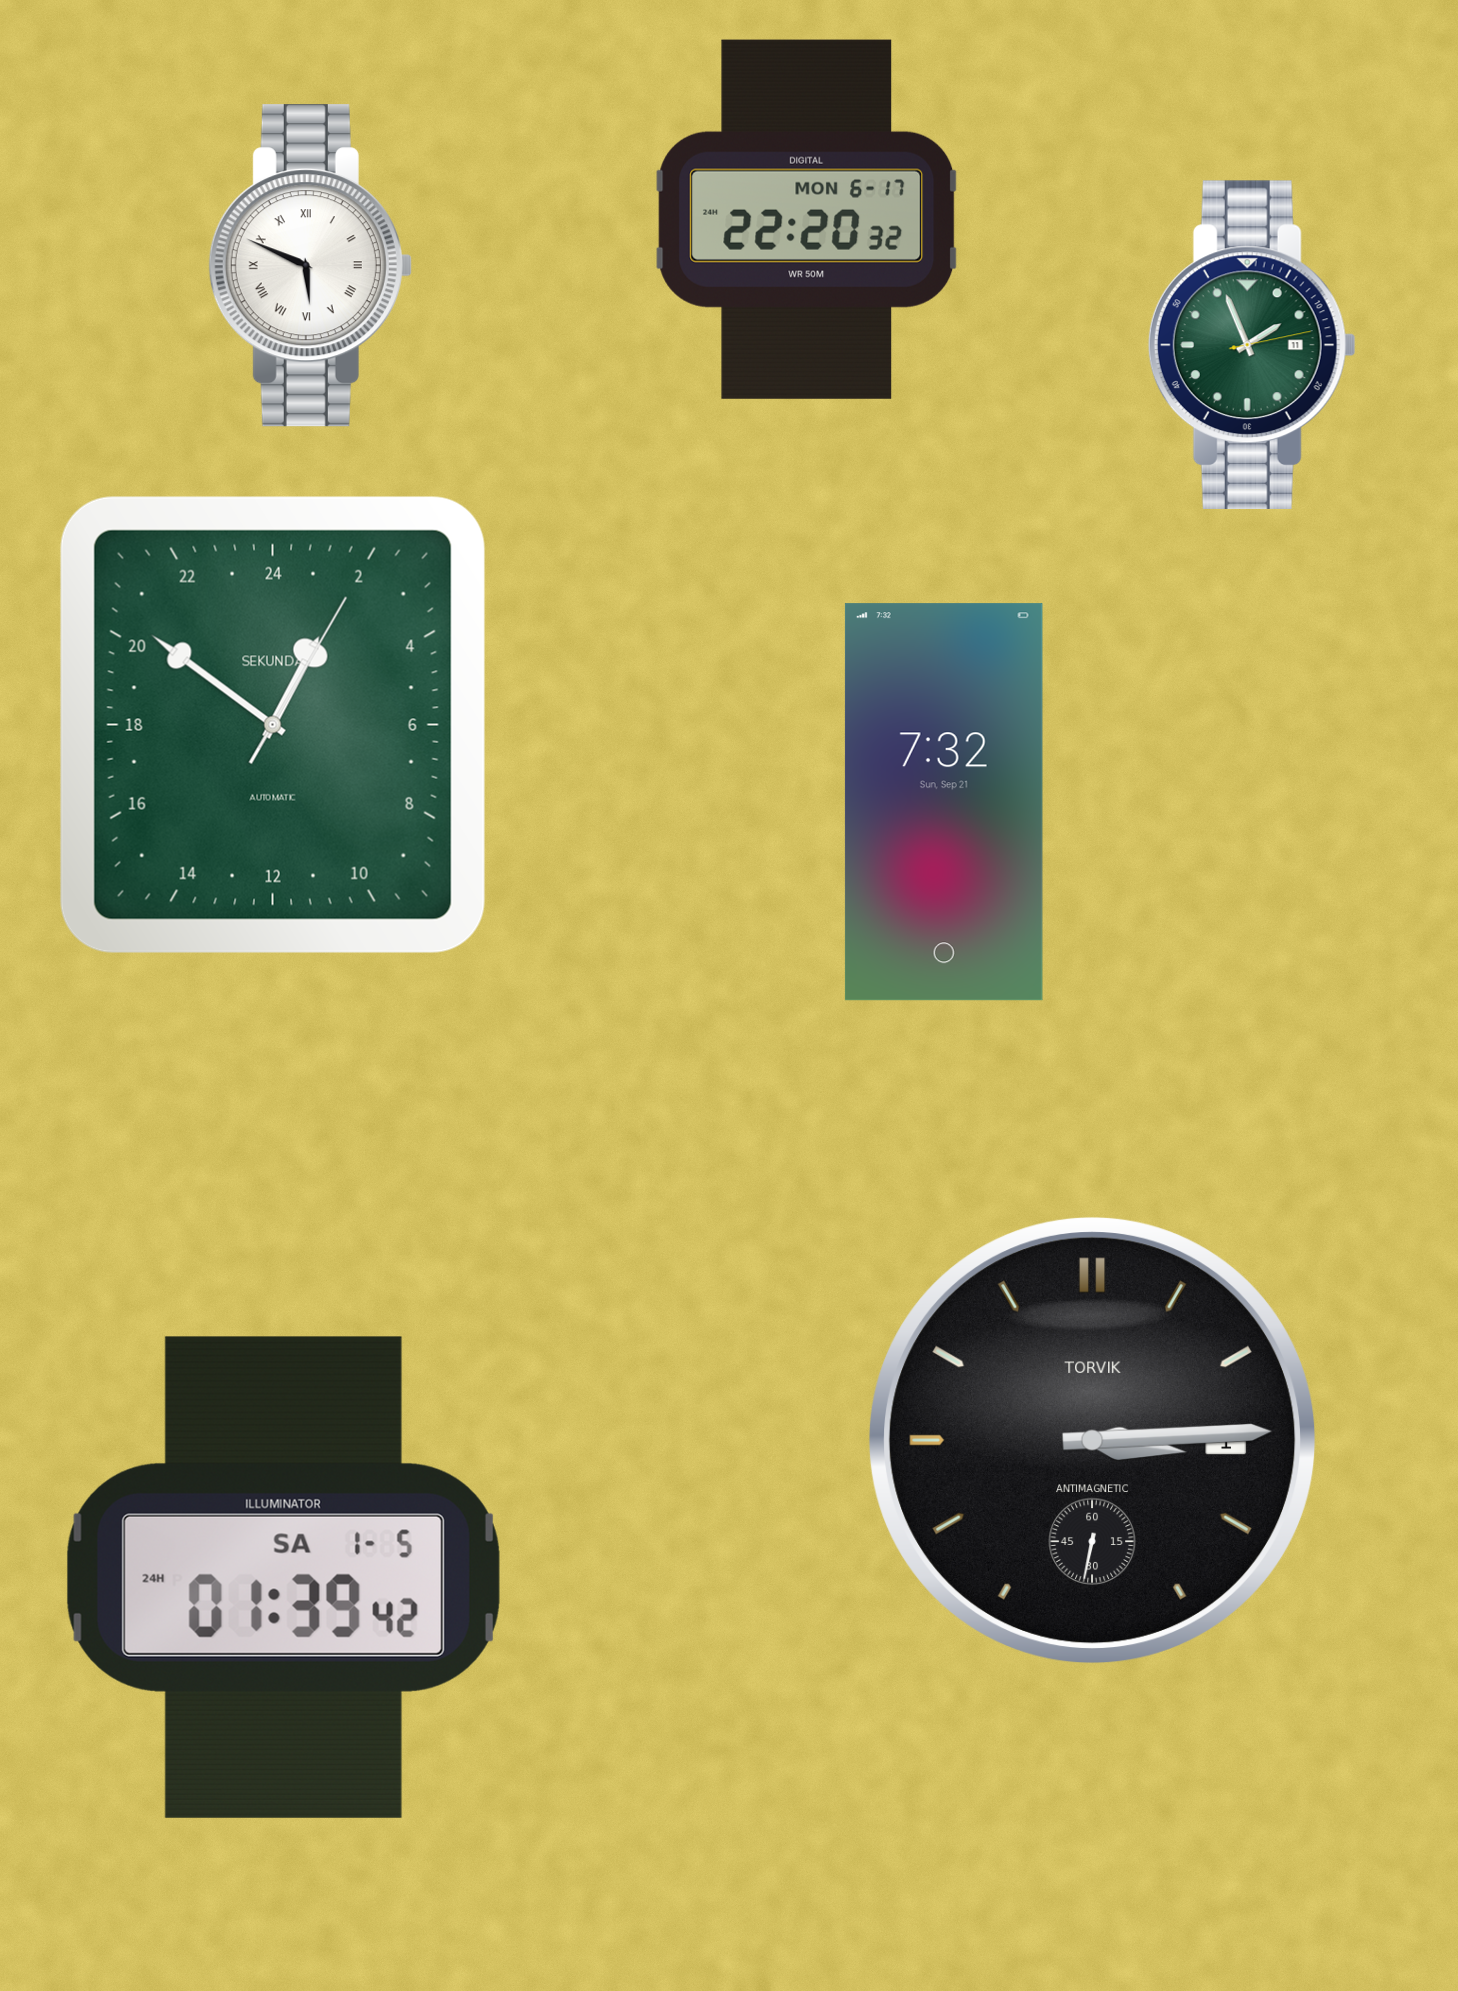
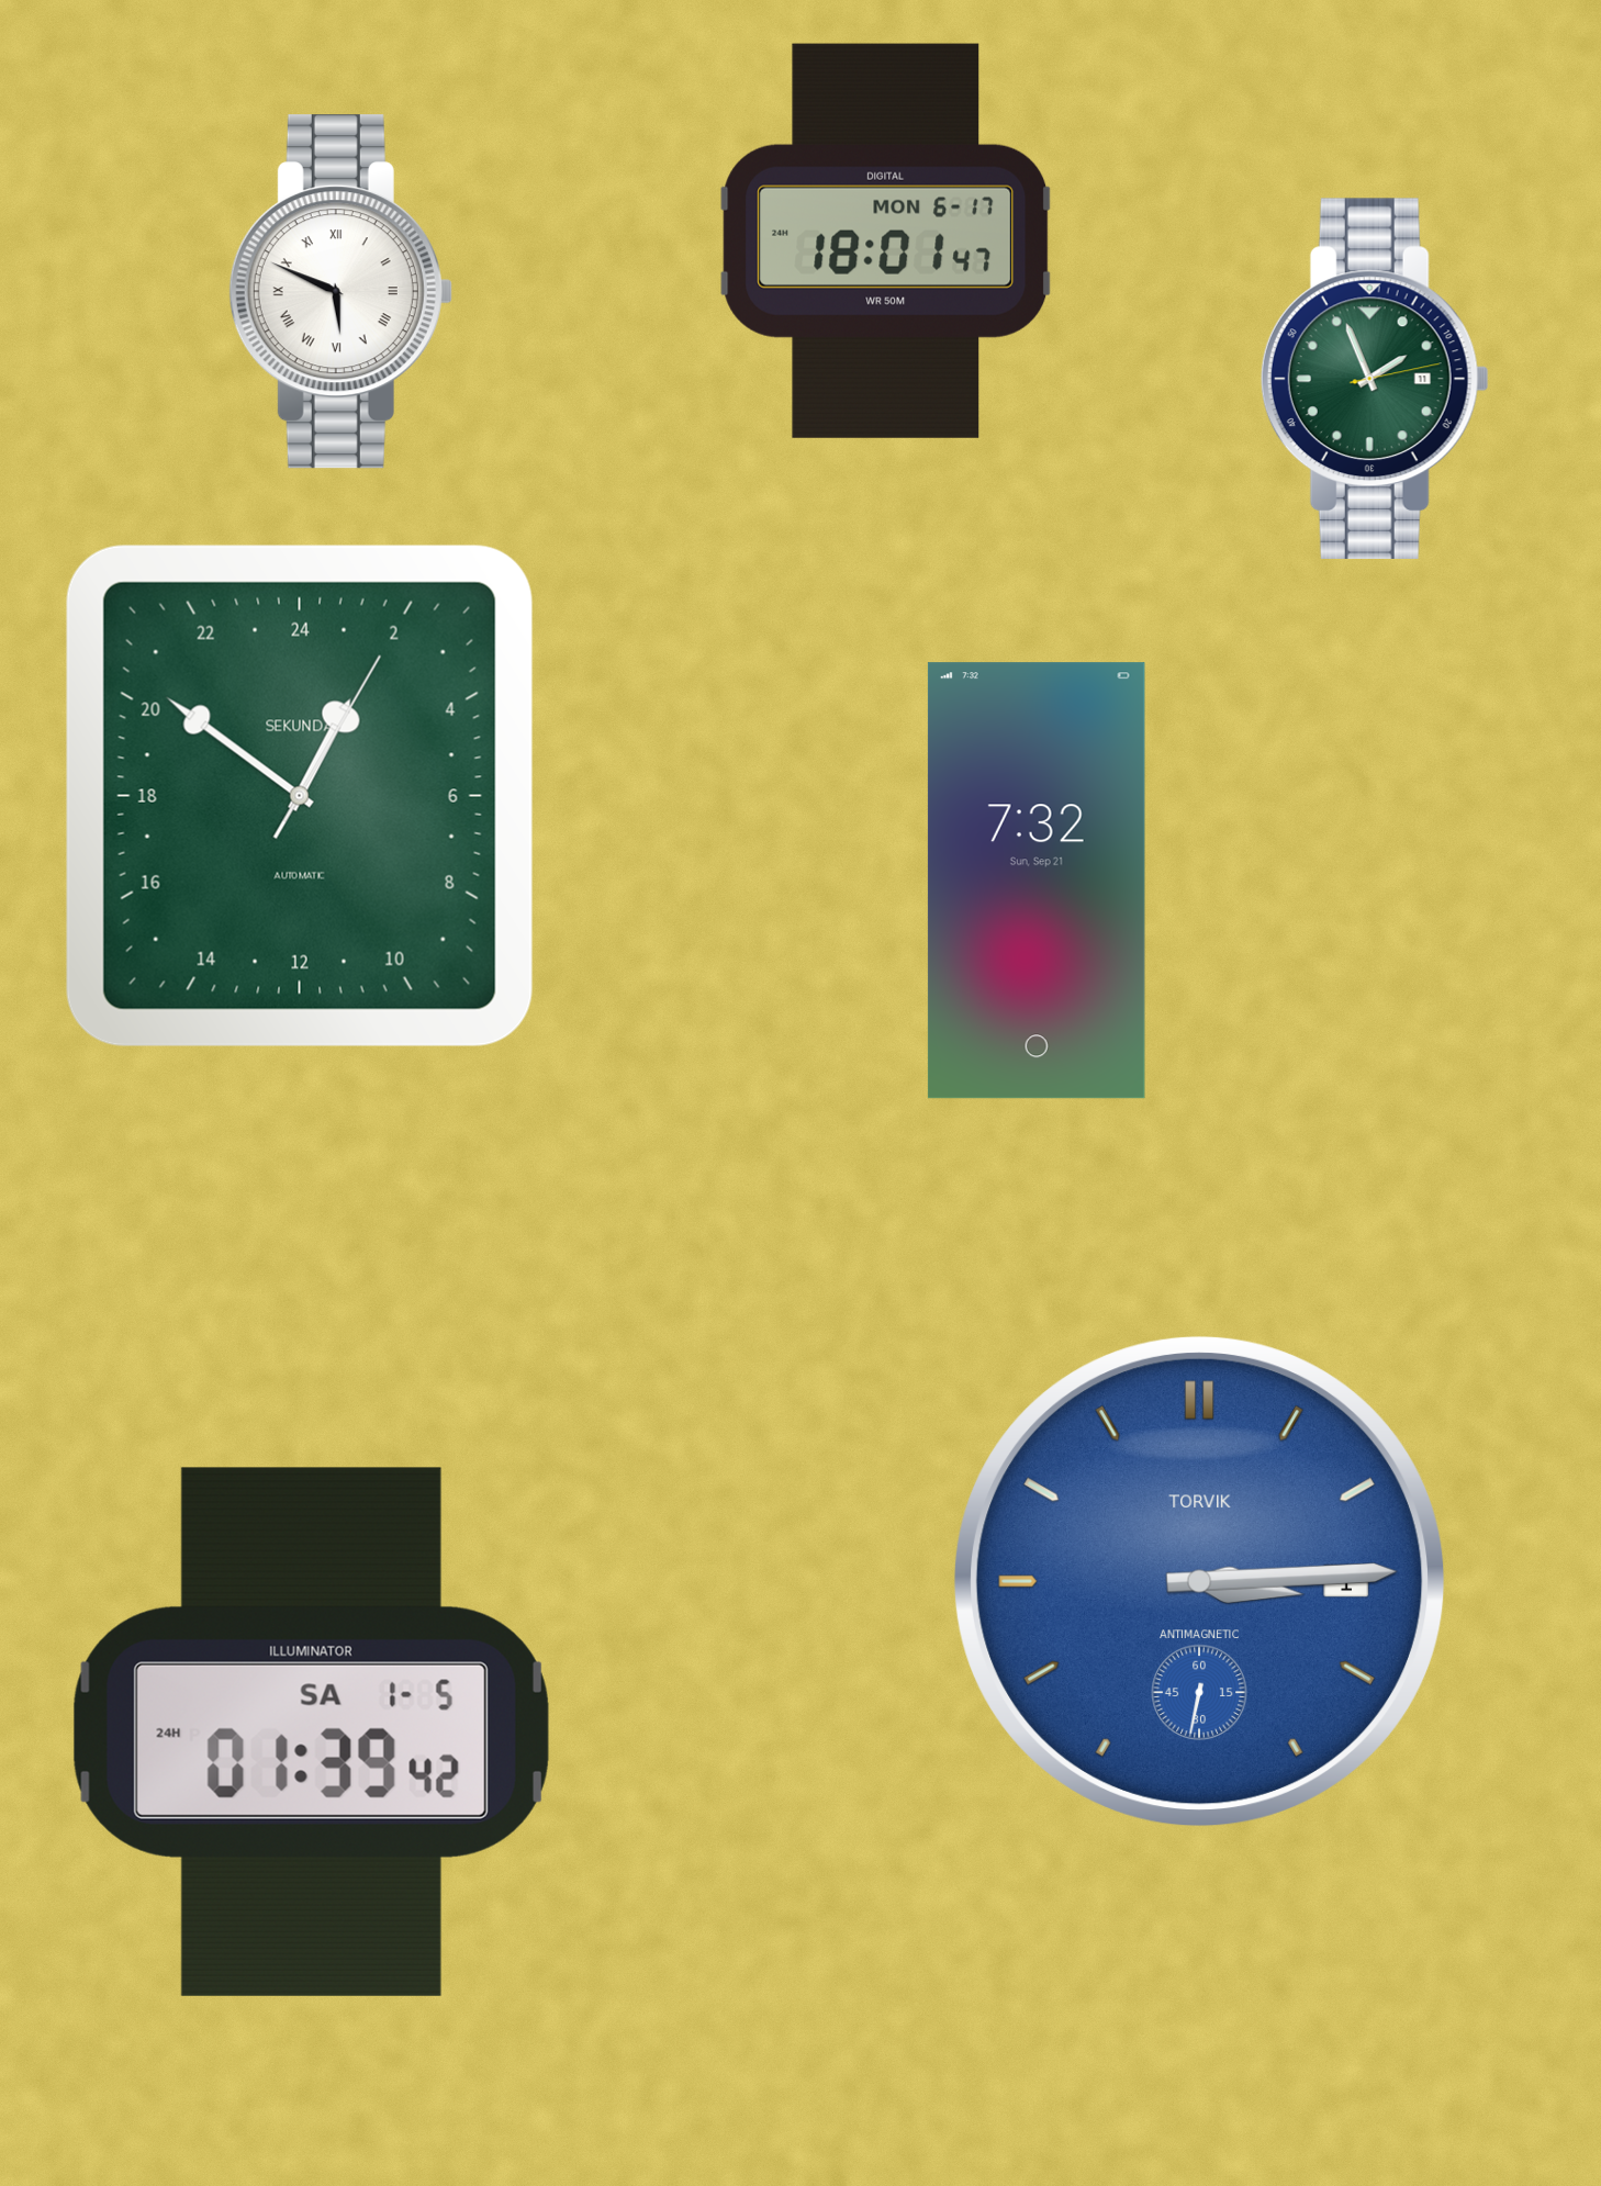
clock at (807, 219): 22:20 -> 18:01
clock at (1092, 1440) dial: black -> blue
